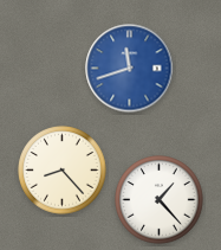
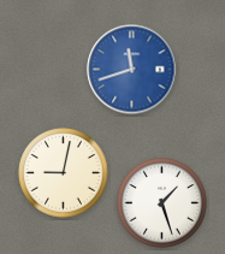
clock at (63, 171): 8:23 -> 9:02
clock at (160, 200): 1:23 -> 1:27
